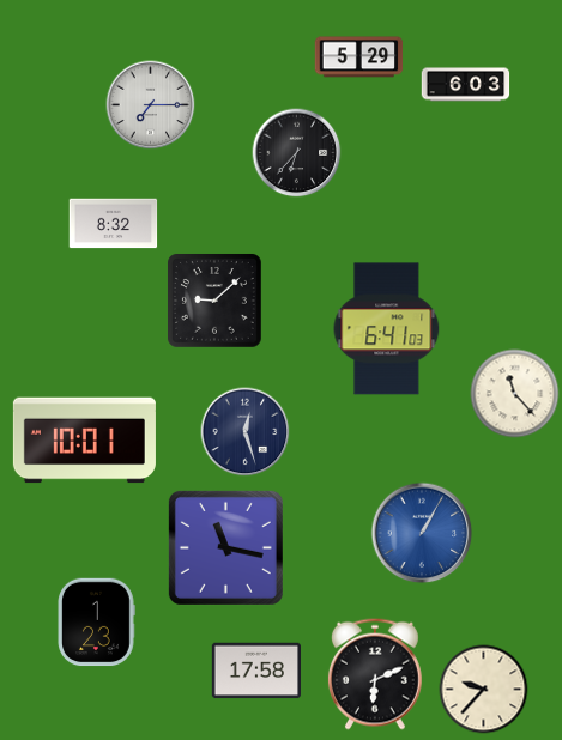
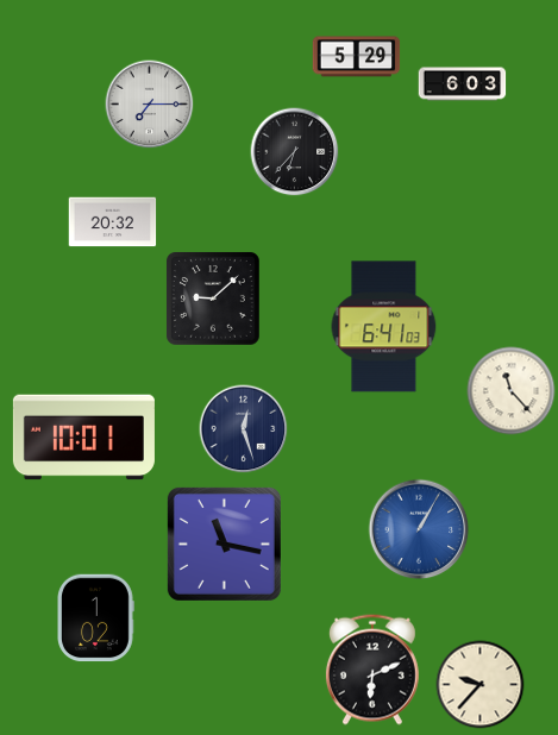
clock at (114, 224): 8:32 -> 20:32
clock at (96, 623): 1:23 -> 1:02
clock at (255, 671): 17:58 -> none
